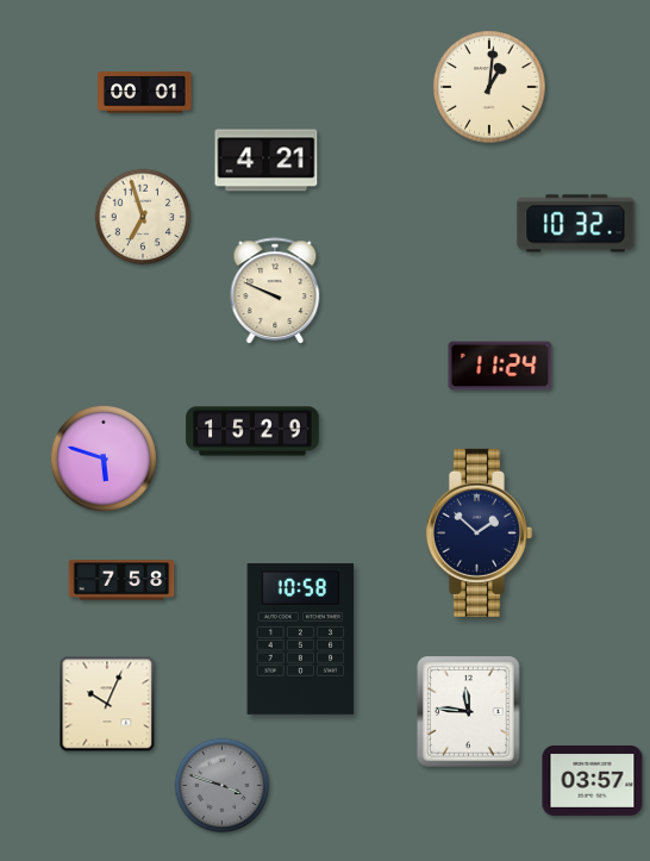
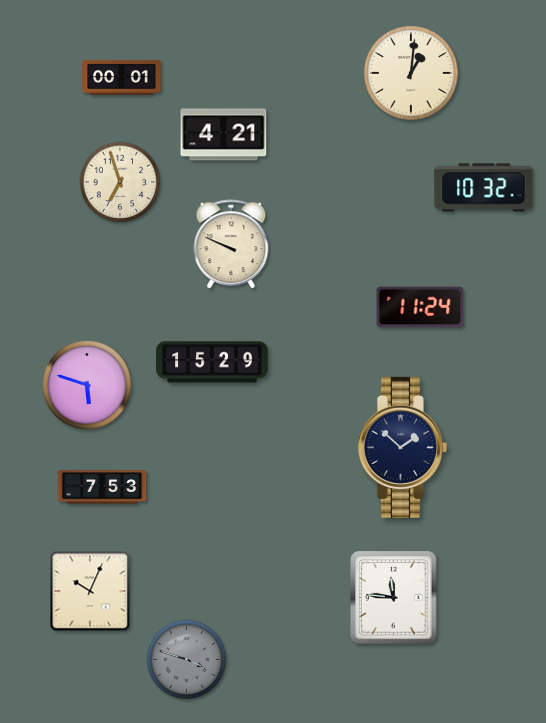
clock at (121, 580): 7:58 -> 7:53
clock at (301, 638): 10:58 -> none
clock at (593, 780): 03:57 -> none
